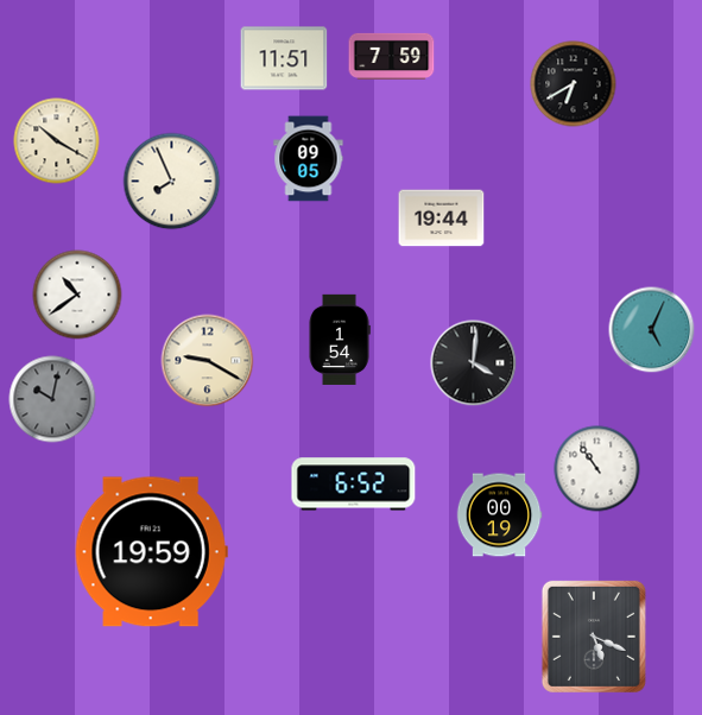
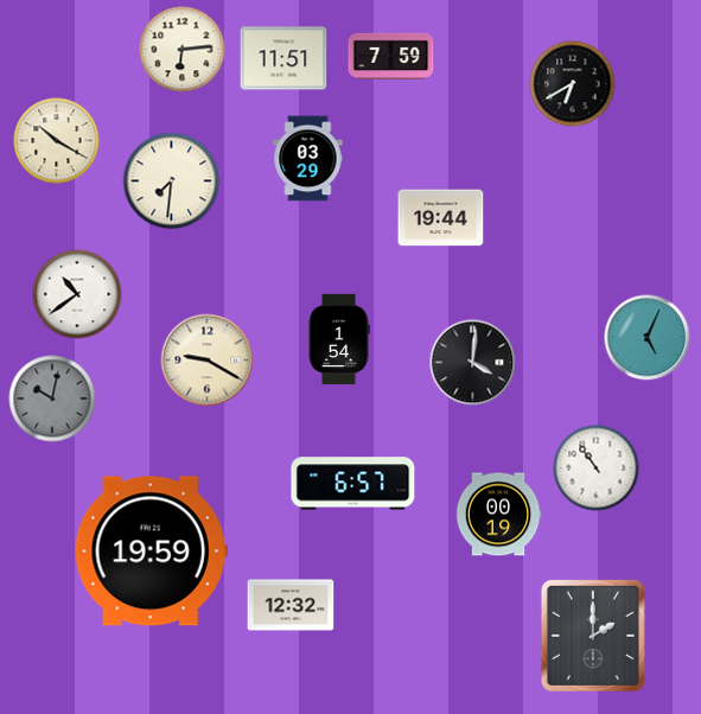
clock at (183, 50): none -> 6:14
clock at (309, 159): 09:05 -> 03:29
clock at (172, 182): 7:56 -> 7:31
clock at (652, 330) position: (652, 330) -> (648, 338)
clock at (354, 485): 6:52 -> 6:57
clock at (291, 605): none -> 12:32
clock at (594, 637): 5:19 -> 2:00
